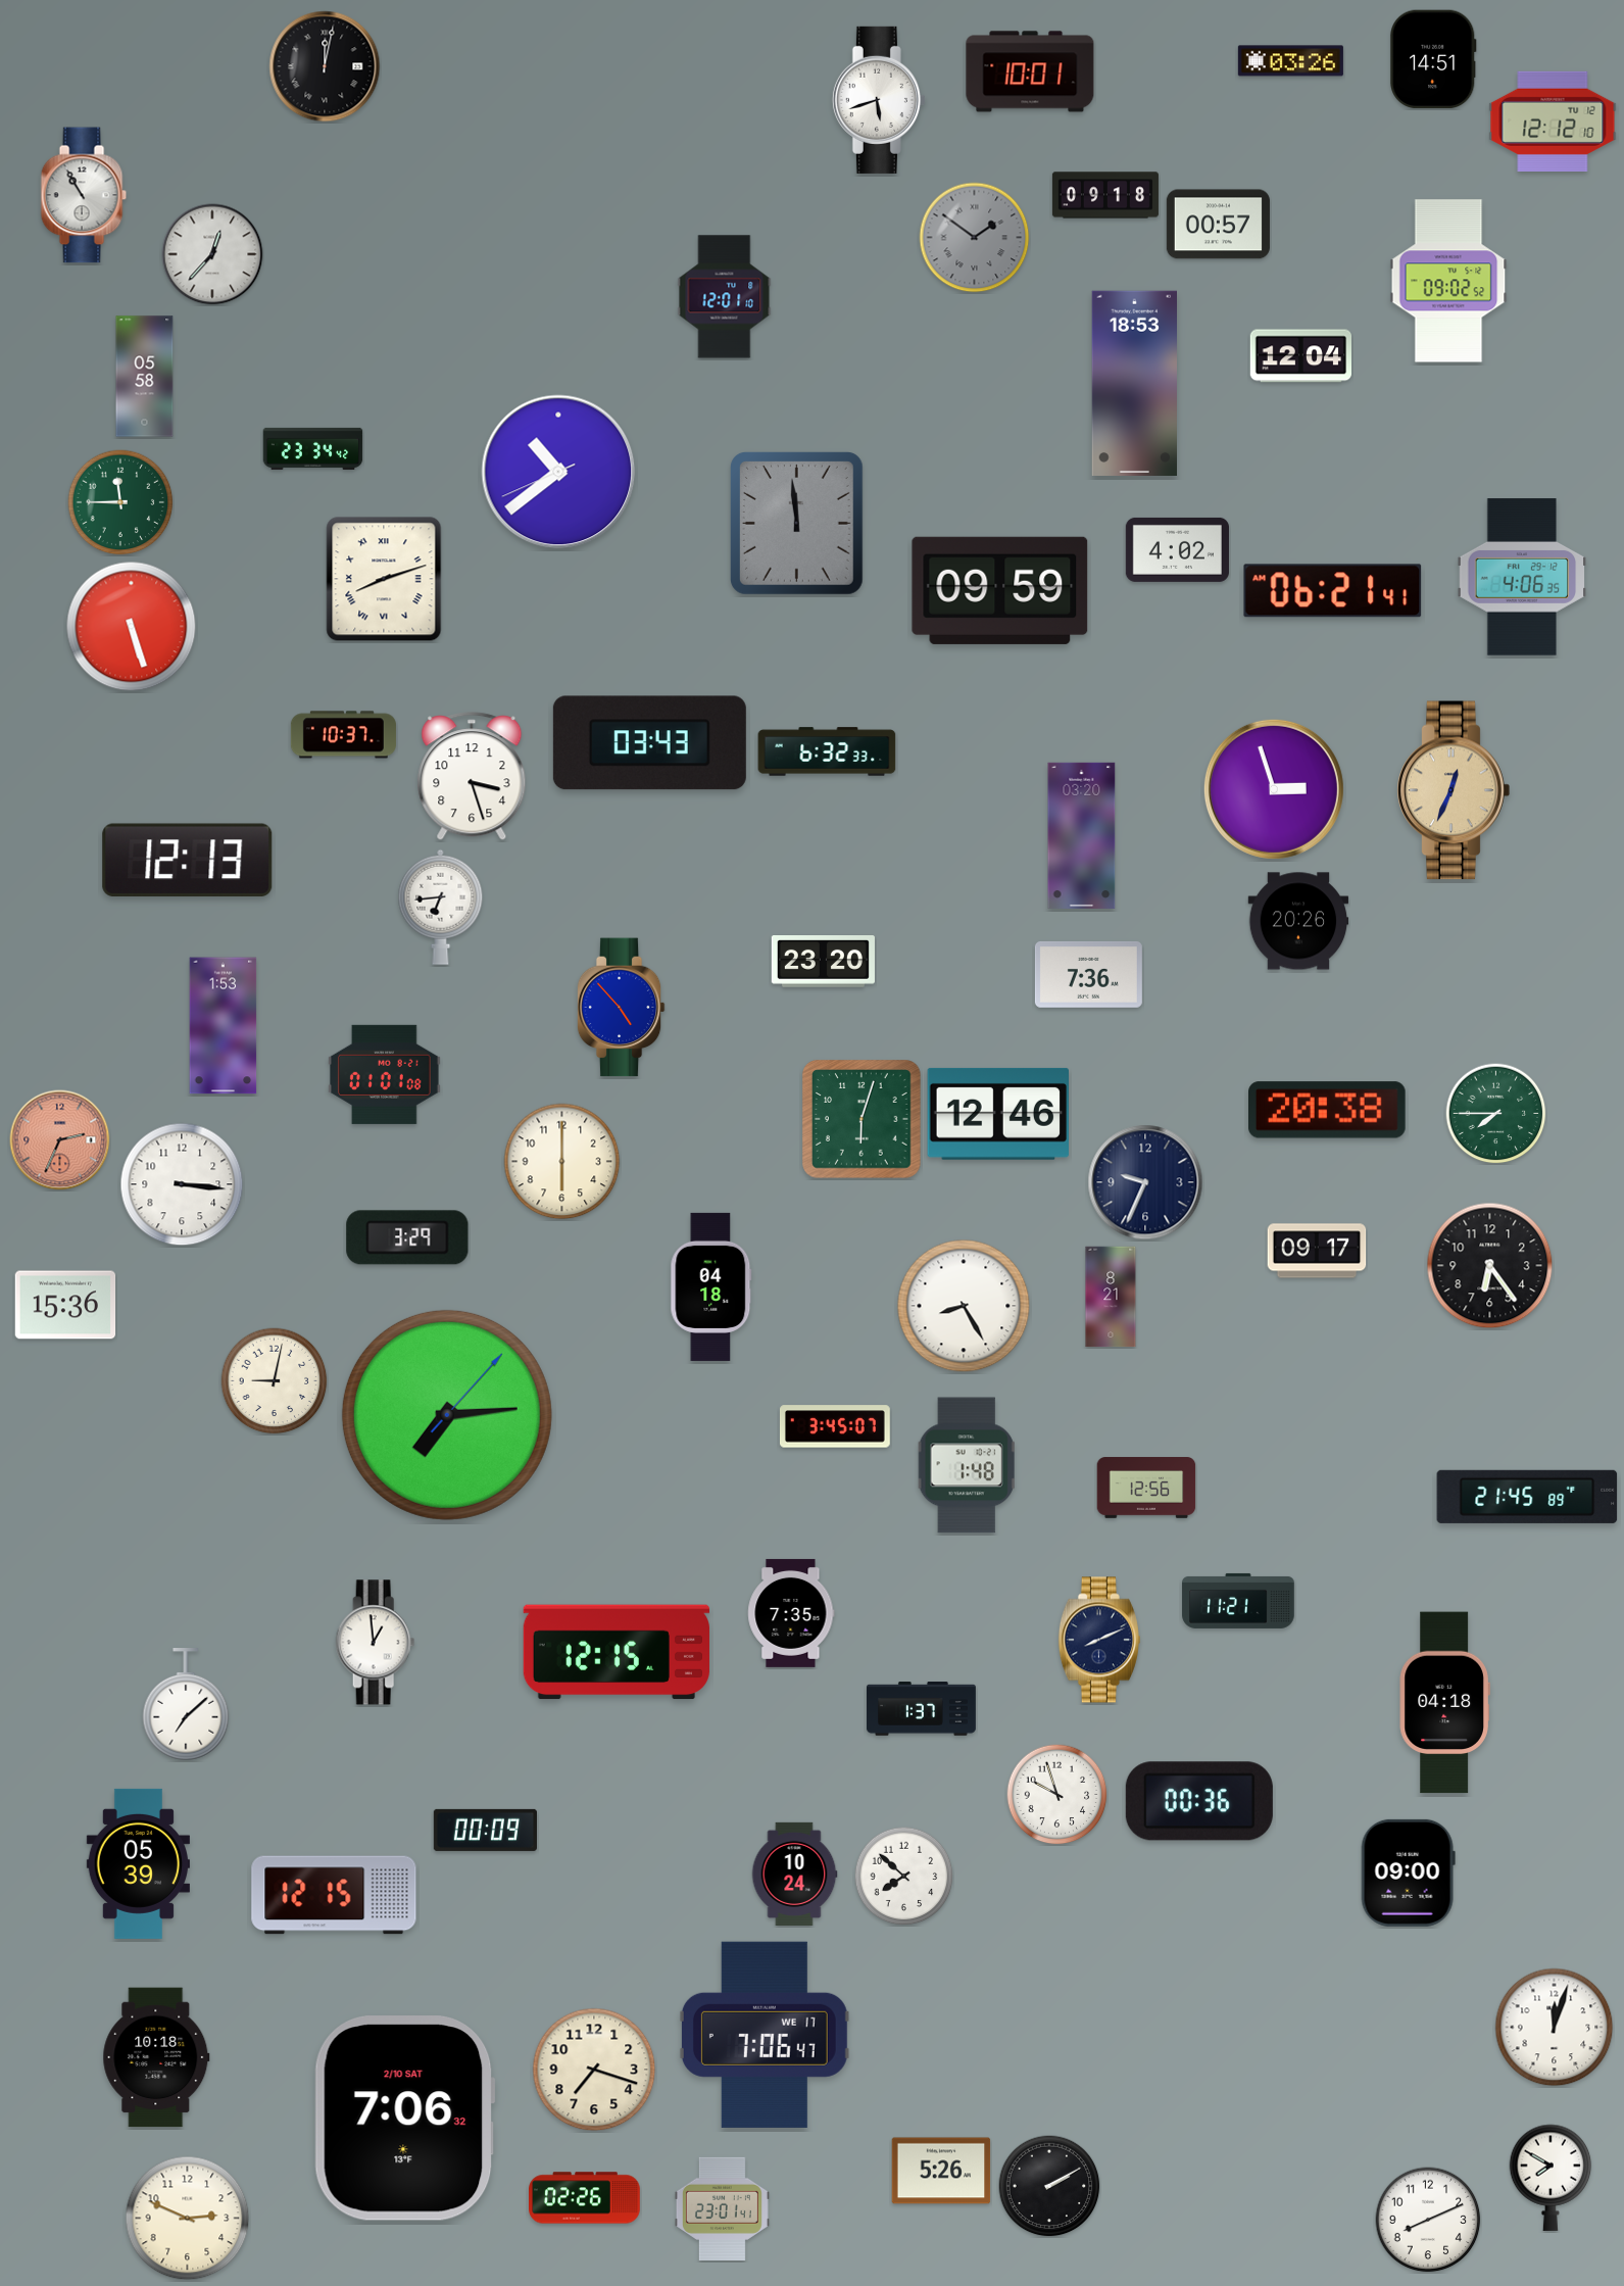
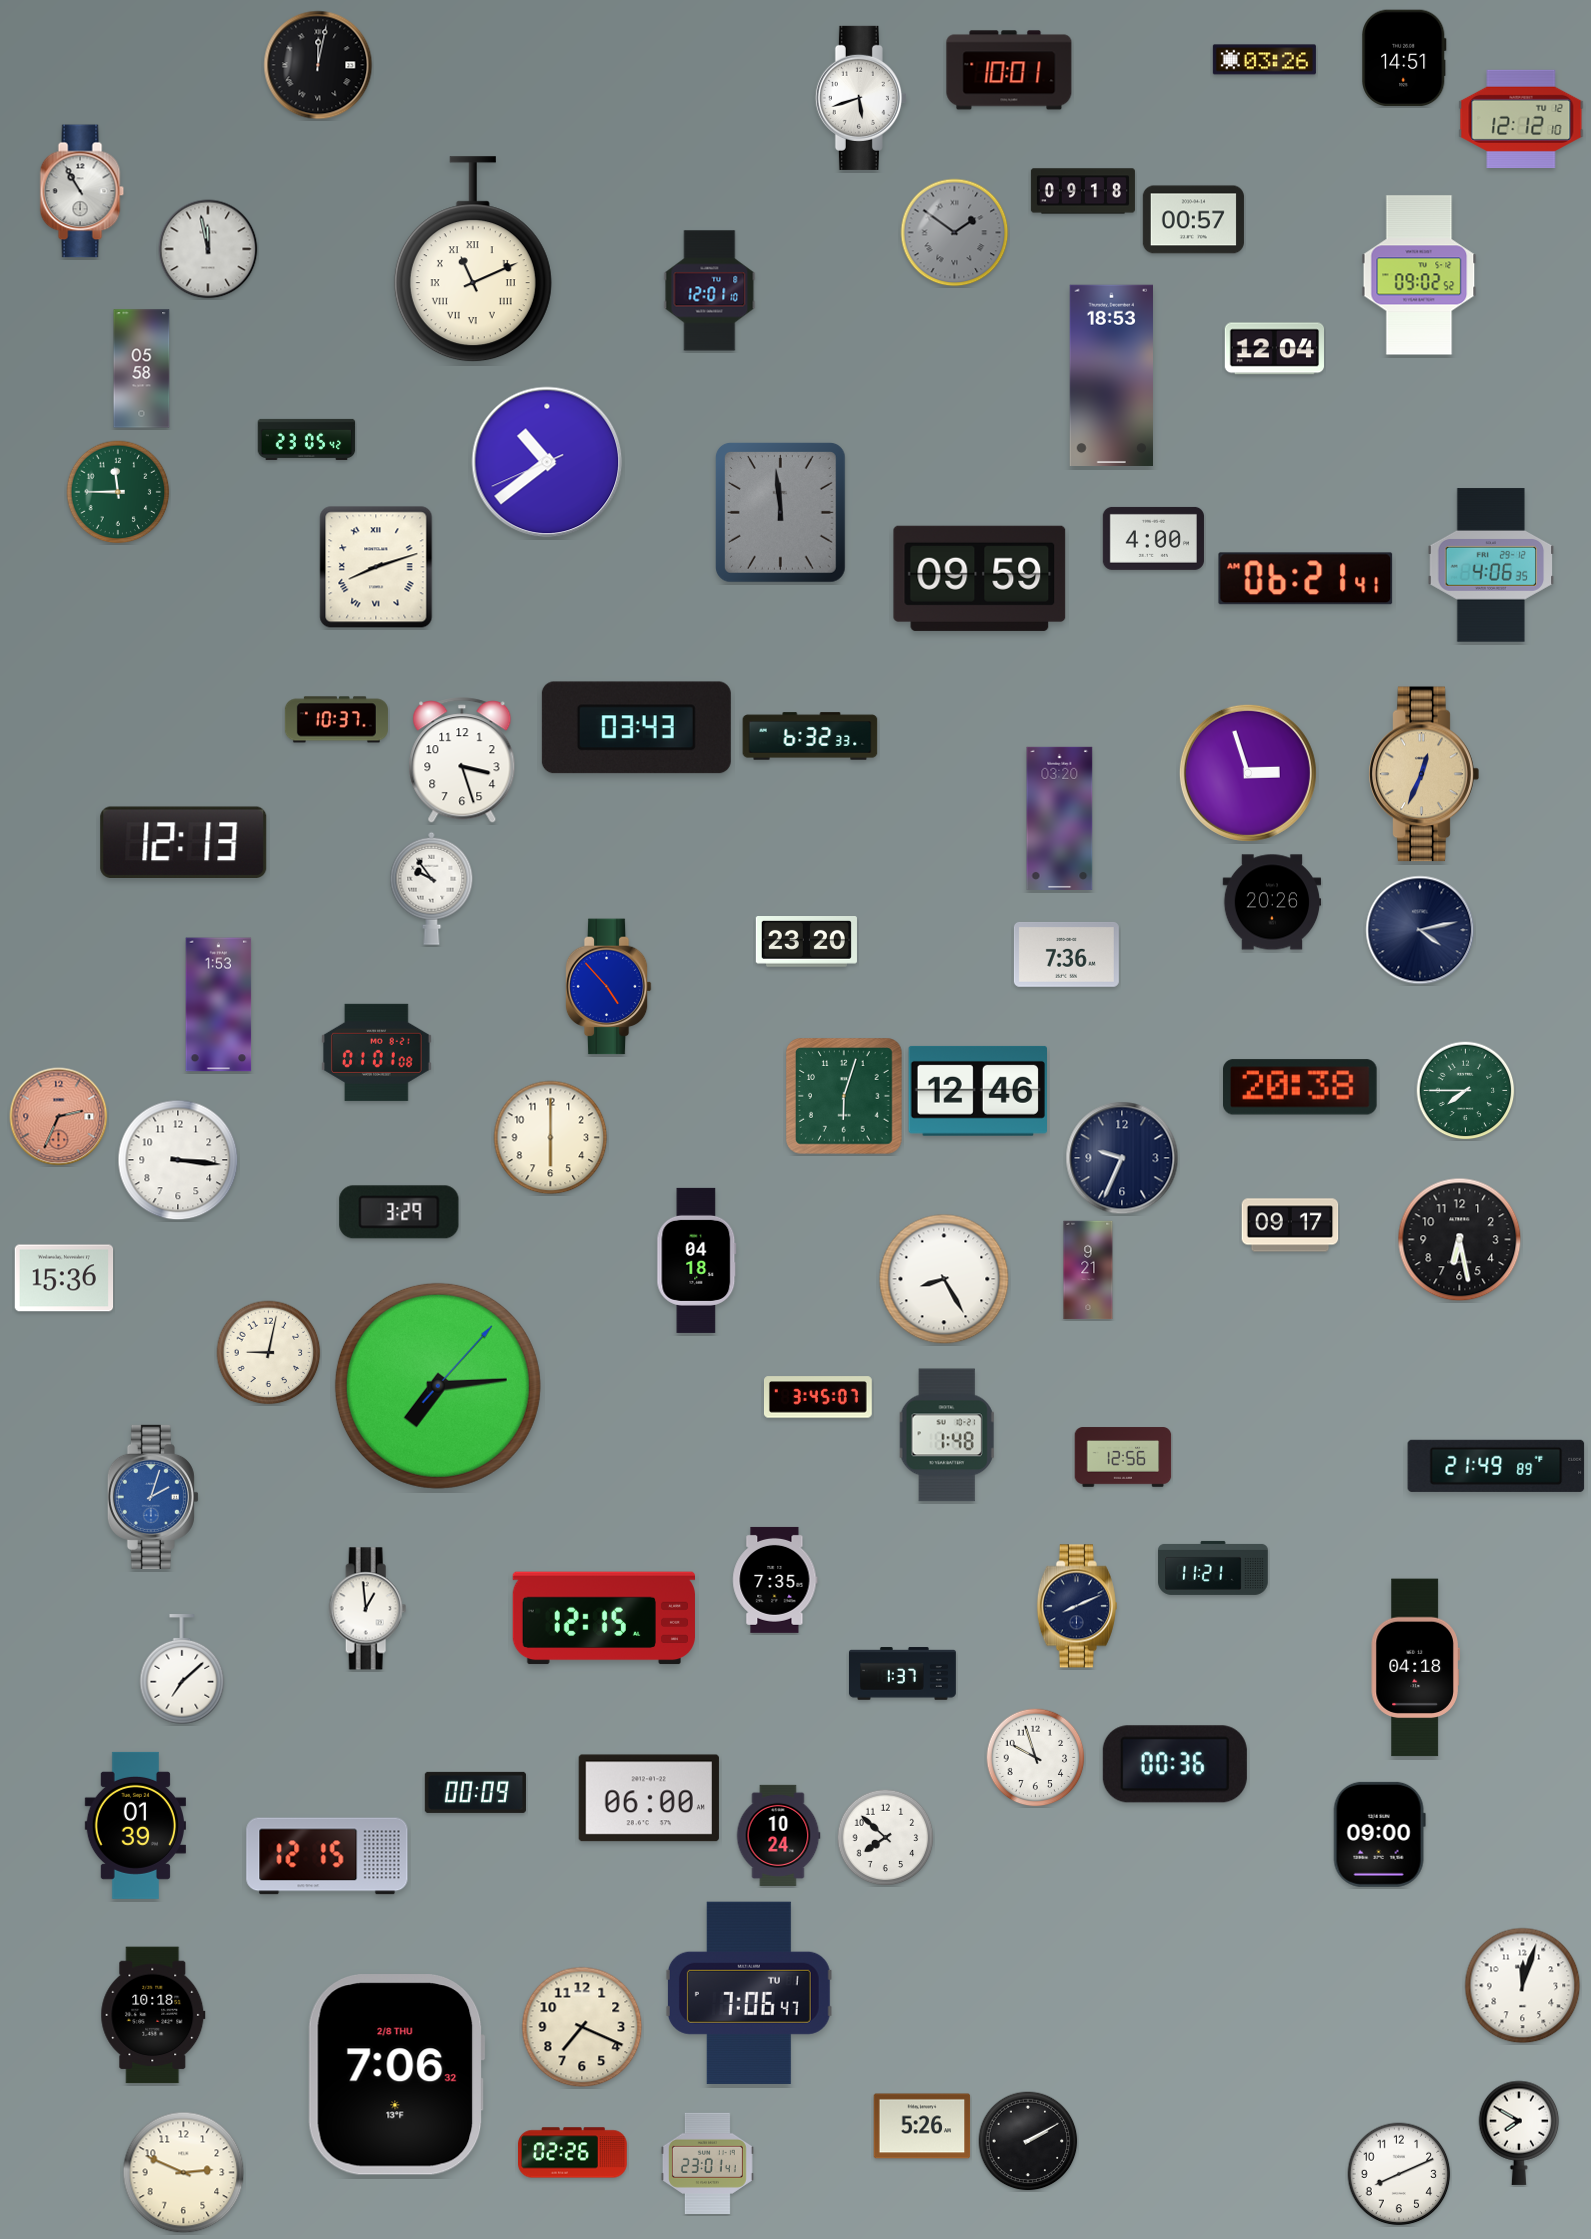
clock at (212, 254): 12:37 -> 11:58
clock at (473, 260): none -> 11:11
clock at (313, 448): 23:34 -> 23:05
clock at (1177, 549): 4:02 -> 4:00
clock at (132, 627): 5:27 -> none
clock at (441, 907): 6:44 -> 9:54
clock at (1420, 930): none -> 4:13
clock at (1490, 1266): 6:24 -> 6:28
clock at (1111, 1297): 8:21 -> 9:21
clock at (1527, 1497): 21:45 -> 21:49
clock at (153, 1497): none -> 2:03
clock at (649, 1798): none -> 06:00
clock at (138, 1863): 05:39 -> 01:39
clock at (765, 2035) date: WE 17 -> TU 1
clock at (594, 2070): 7:18 -> 7:19
clock at (404, 2119) date: 2/10 SAT -> 2/8 THU
